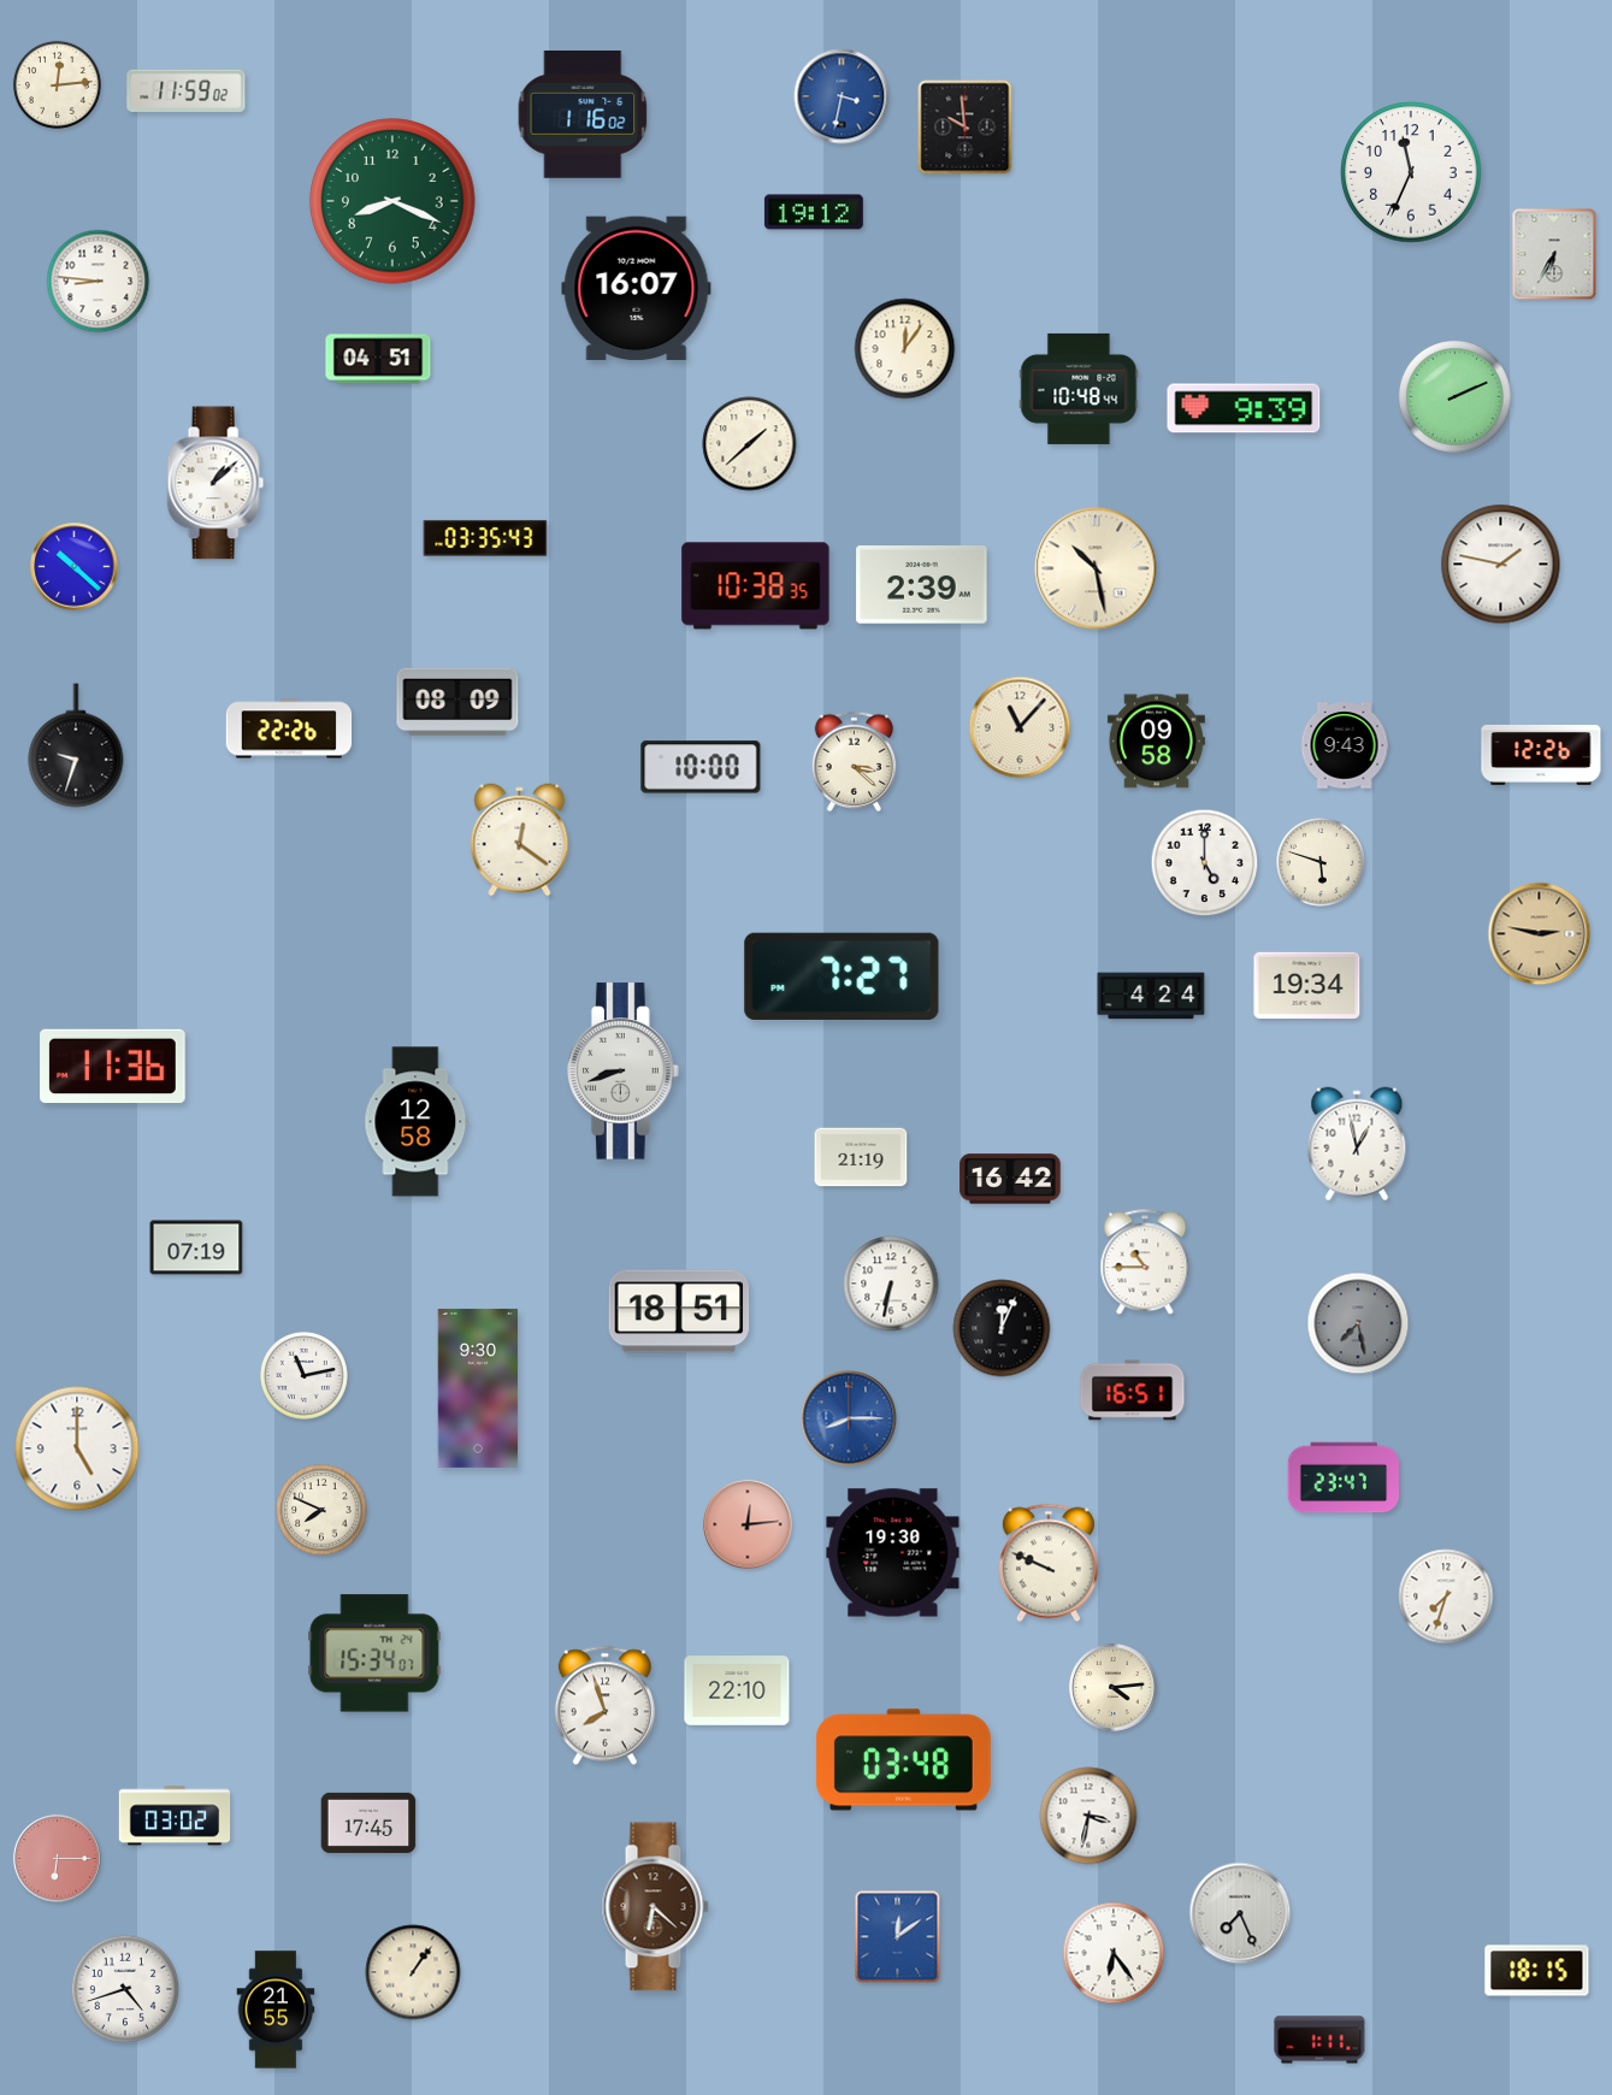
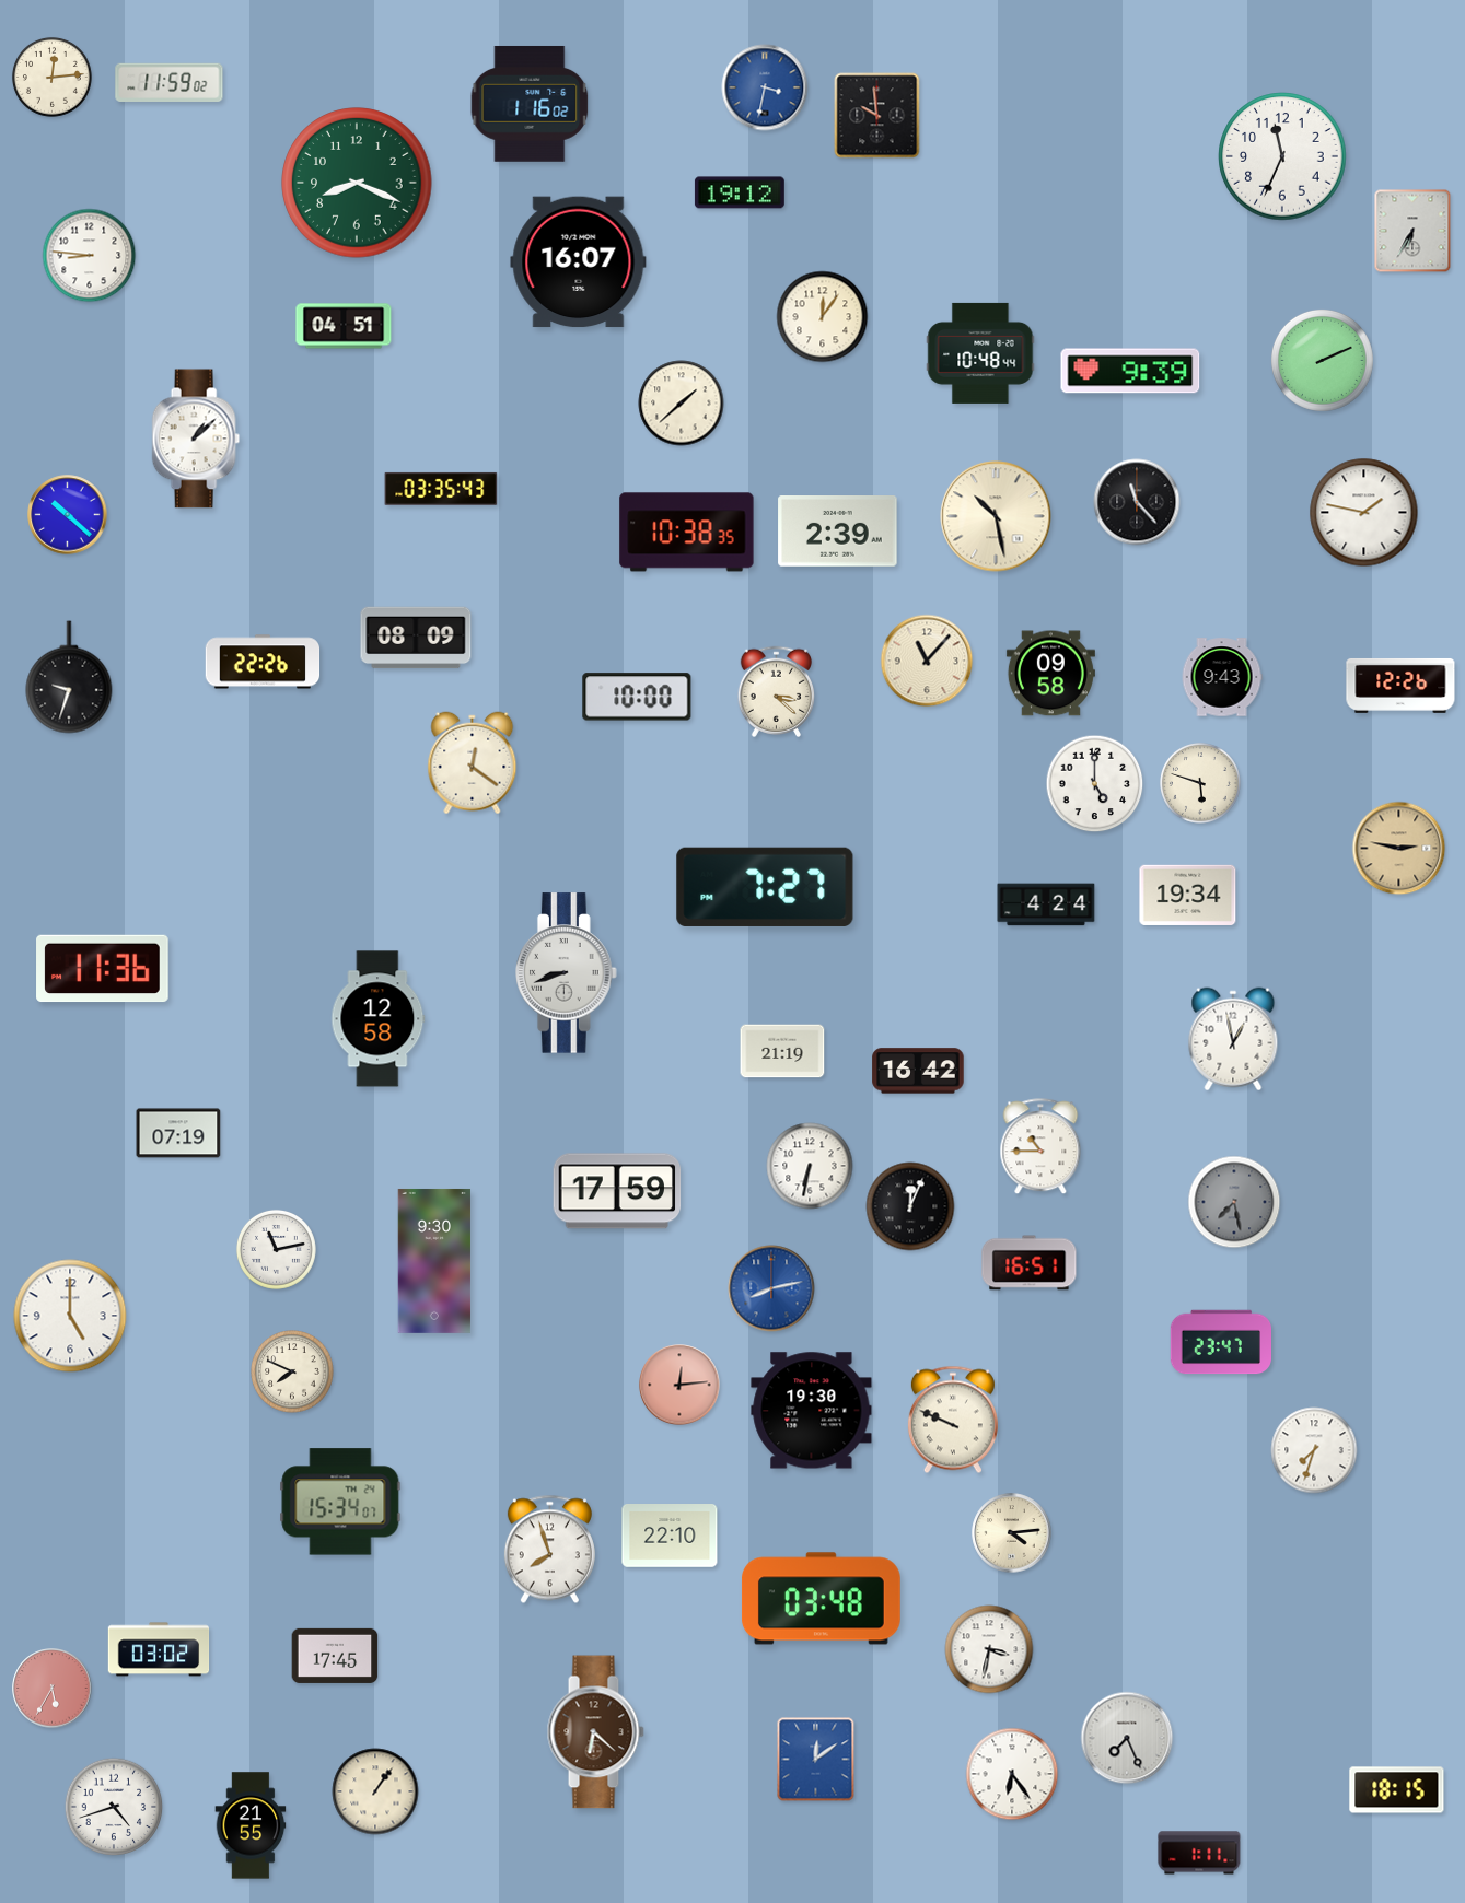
clock at (1137, 502): none -> 11:23
clock at (679, 1311): 18:51 -> 17:59
clock at (849, 1418): 8:15 -> 8:13
clock at (58, 1859): 6:15 -> 5:35
